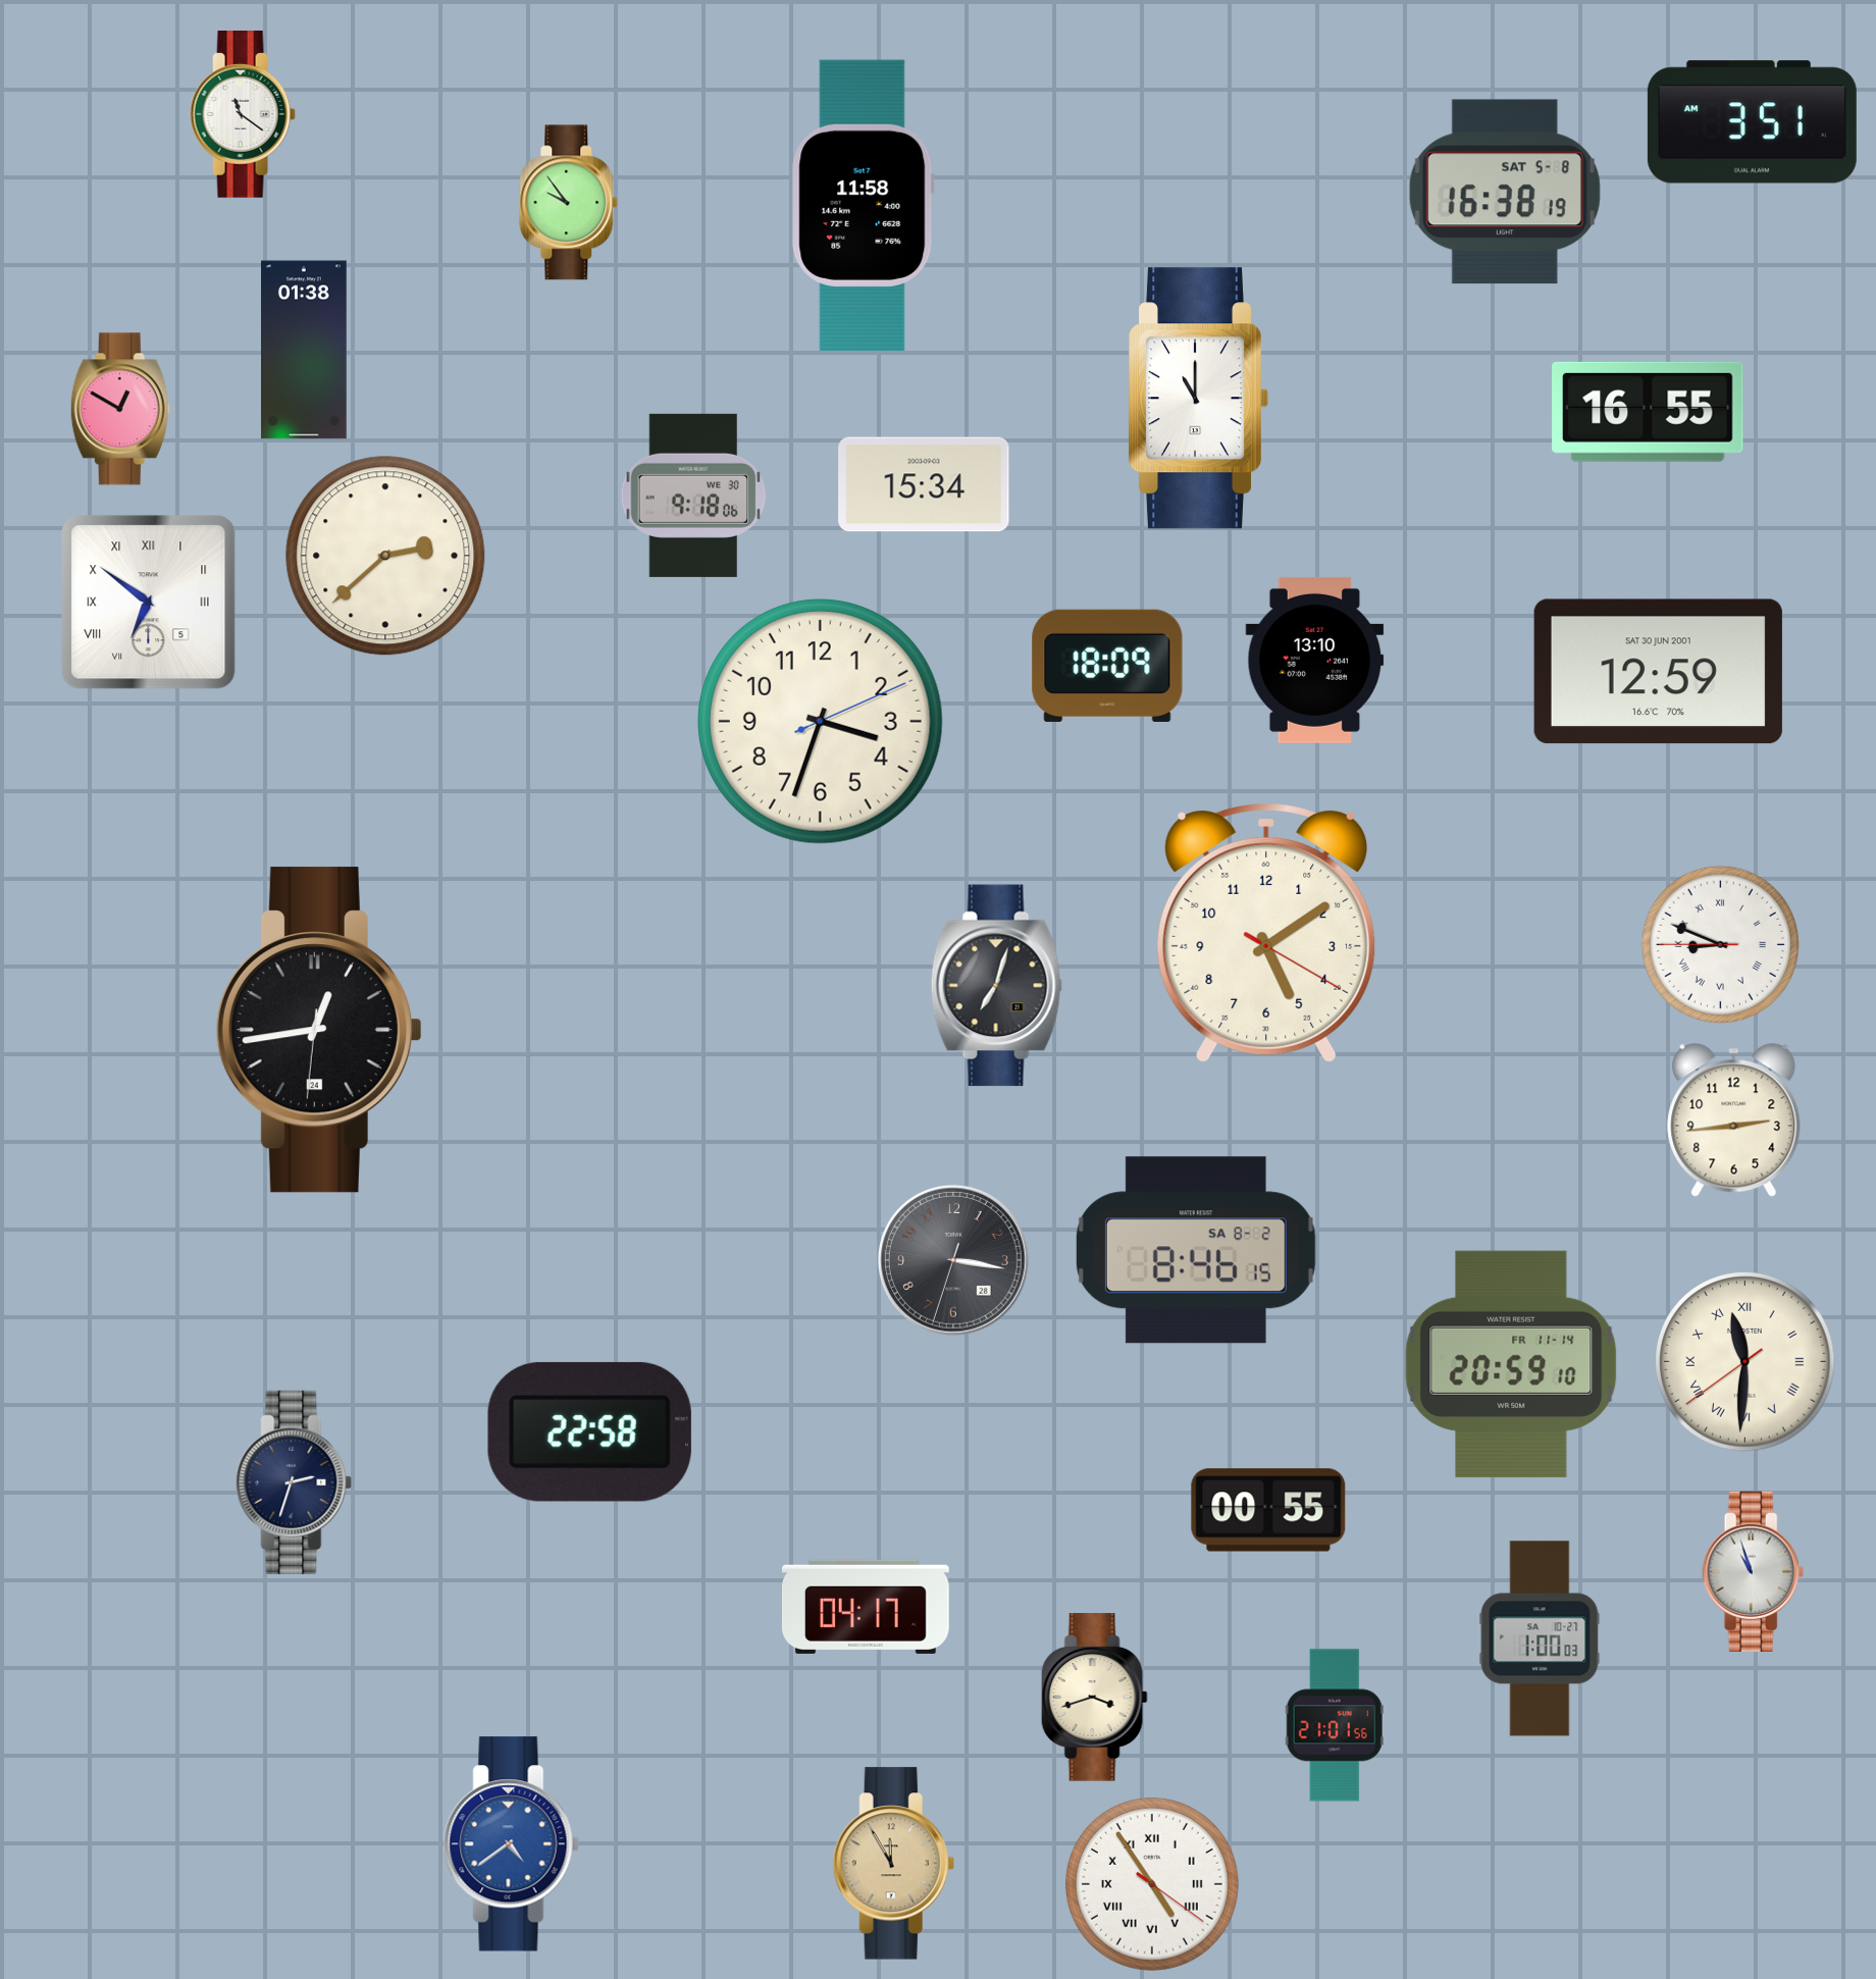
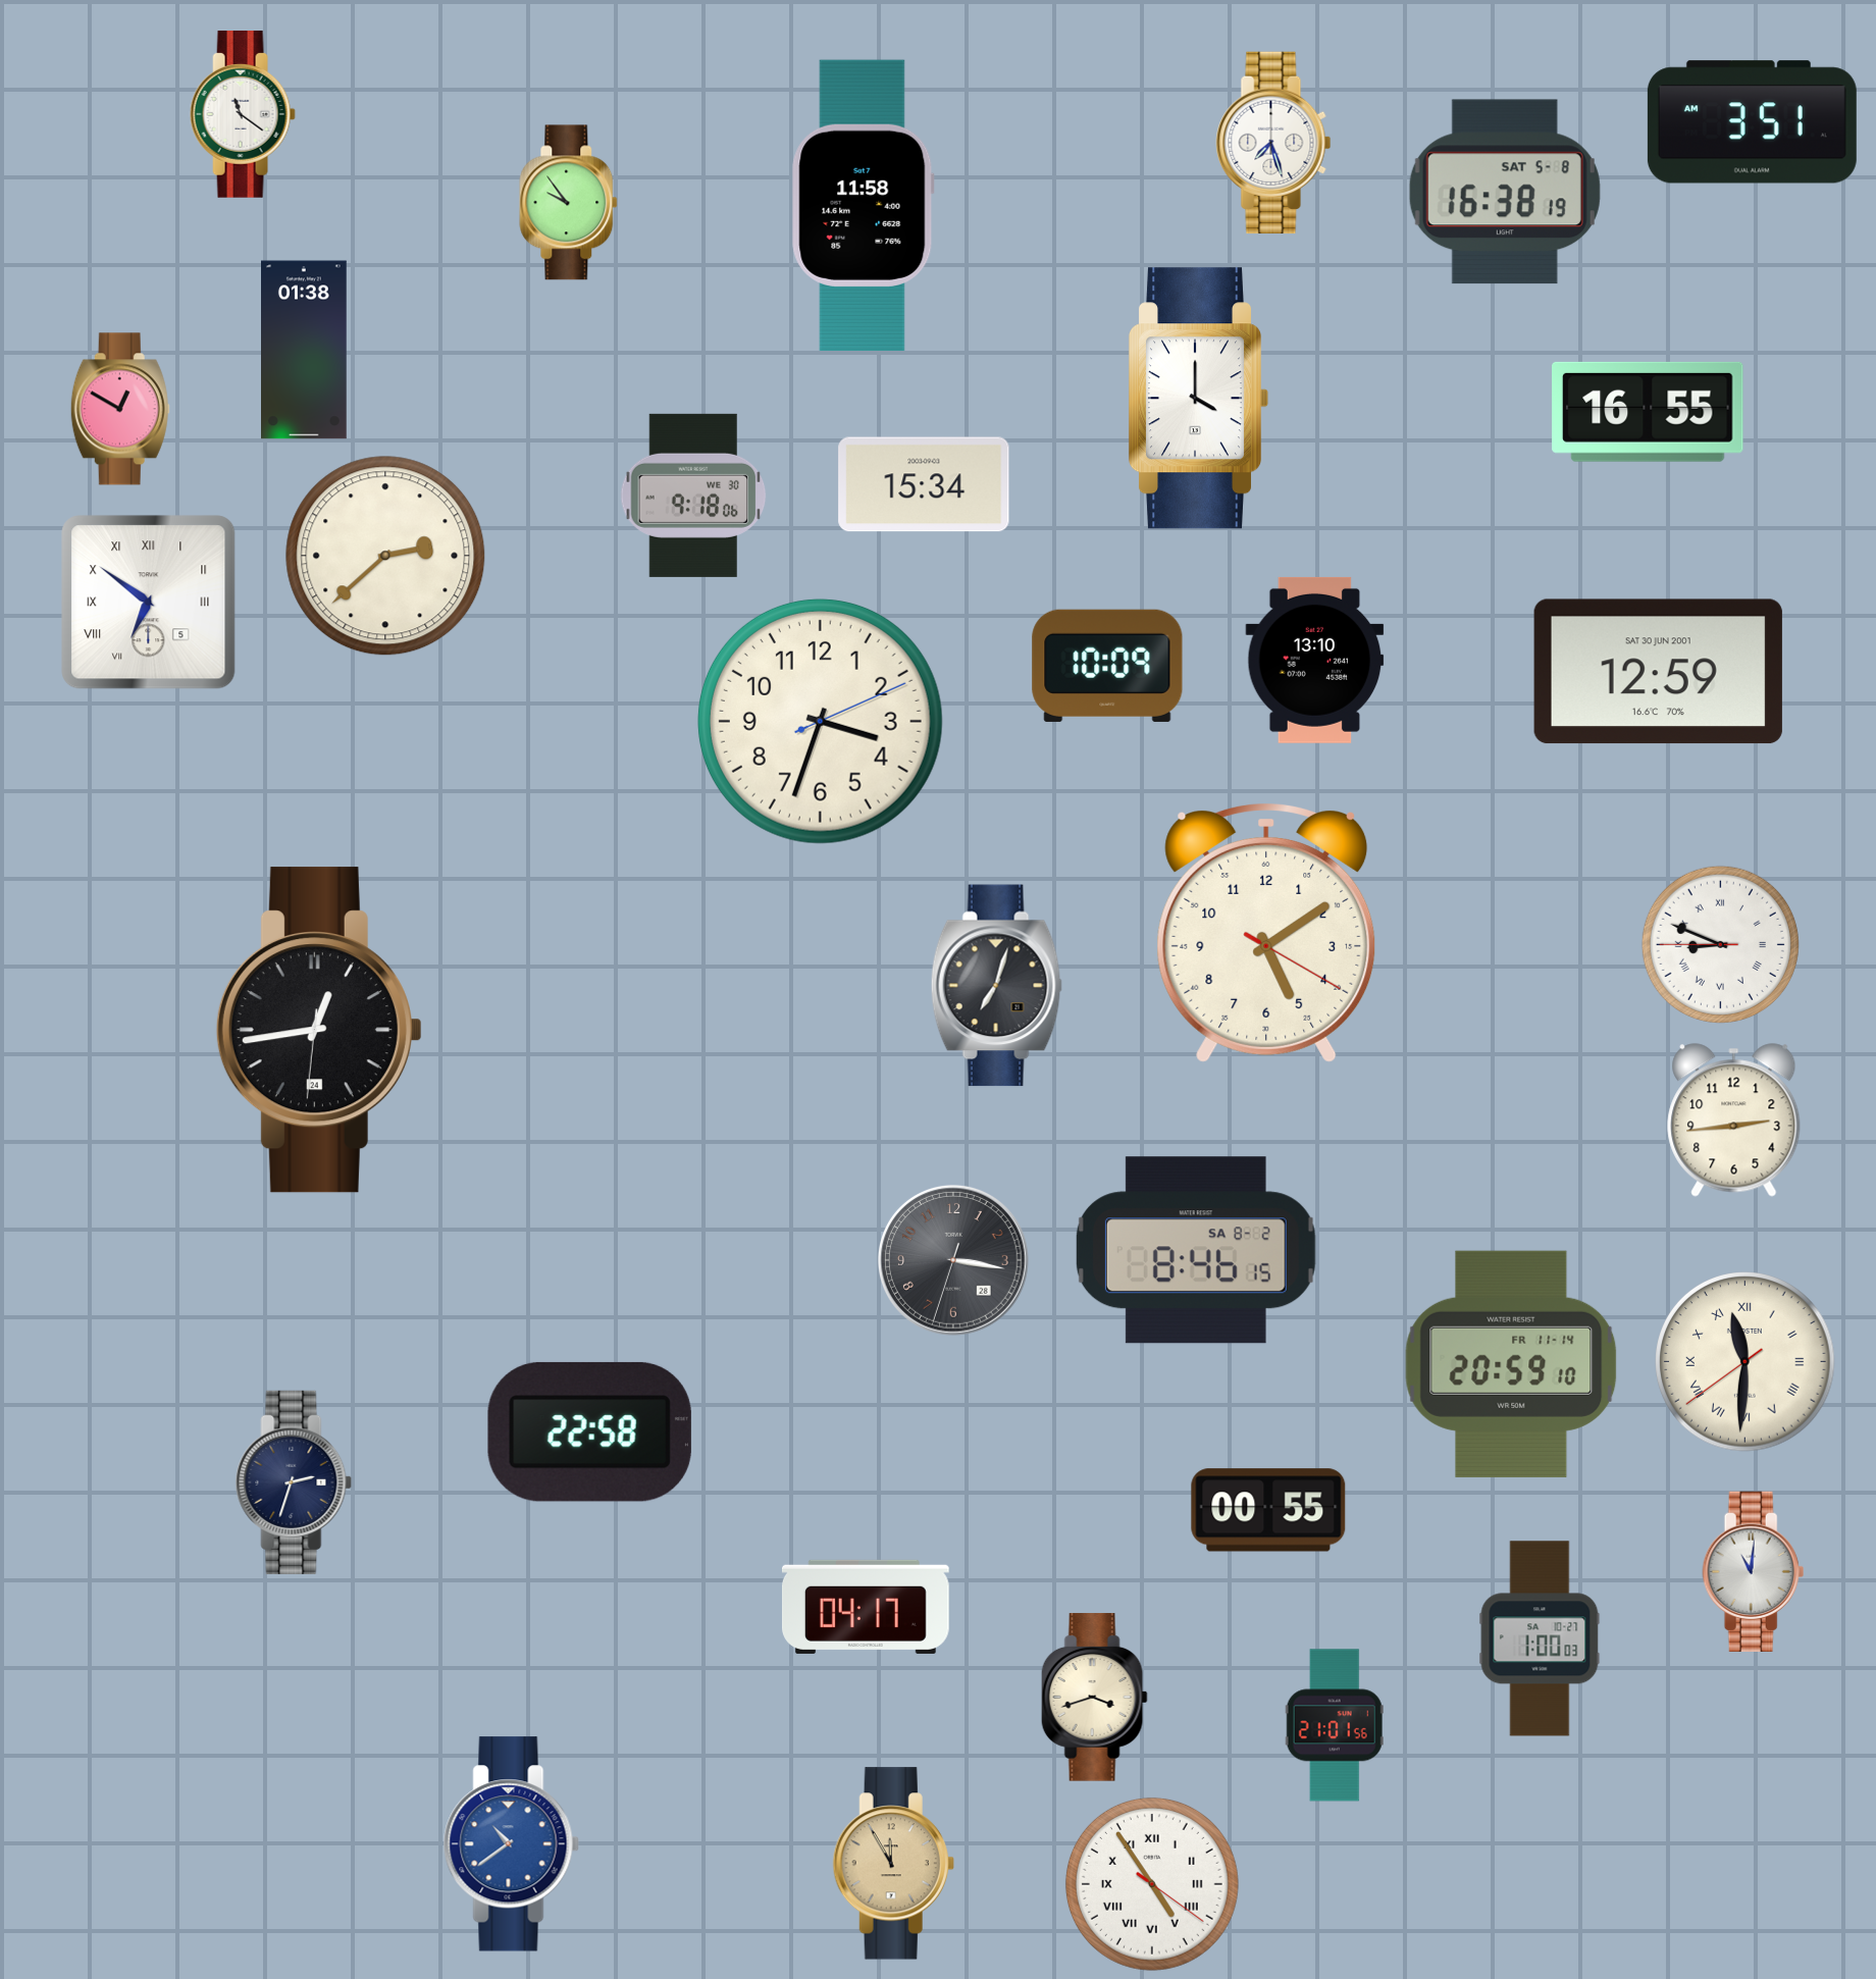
clock at (1273, 142): none -> 7:27
clock at (1199, 399): 11:00 -> 4:00
clock at (1107, 666): 18:09 -> 10:09
clock at (1754, 1571): 10:57 -> 11:01
clock at (511, 1844): 4:39 -> 10:39
